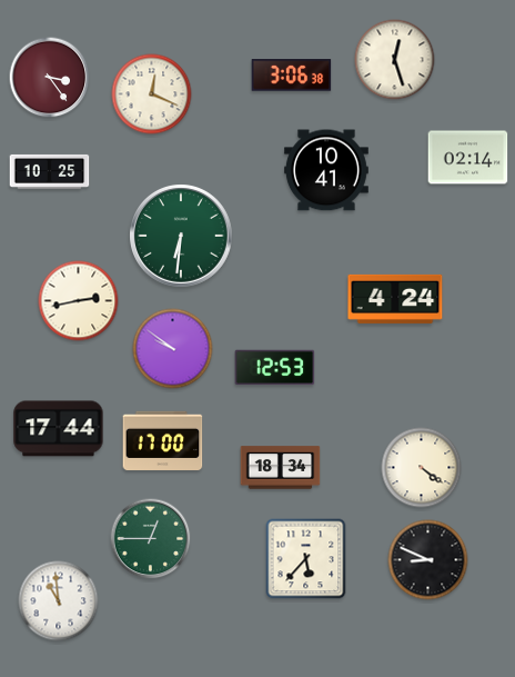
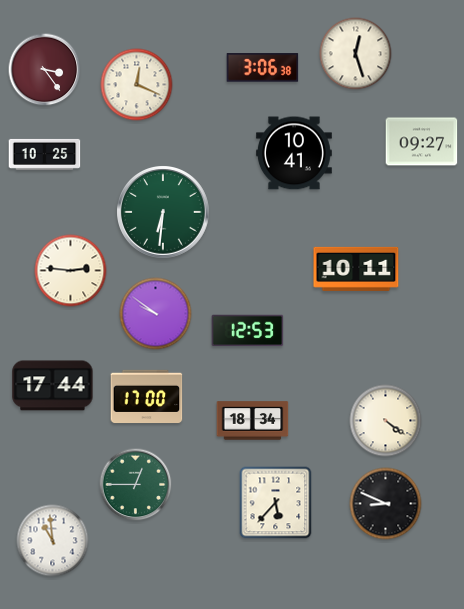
clock at (468, 158): 02:14 -> 09:27
clock at (395, 299): 4:24 -> 10:11
clock at (79, 301): 2:43 -> 2:46
clock at (422, 468) position: (422, 468) -> (386, 421)
